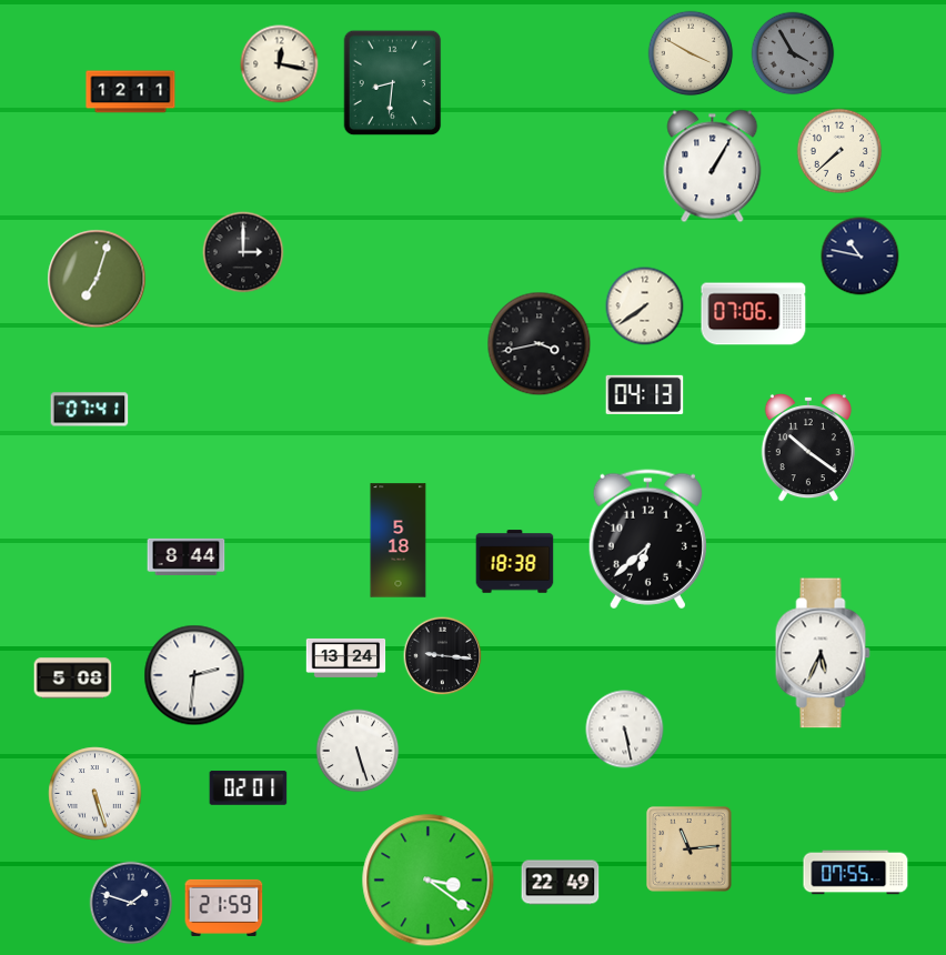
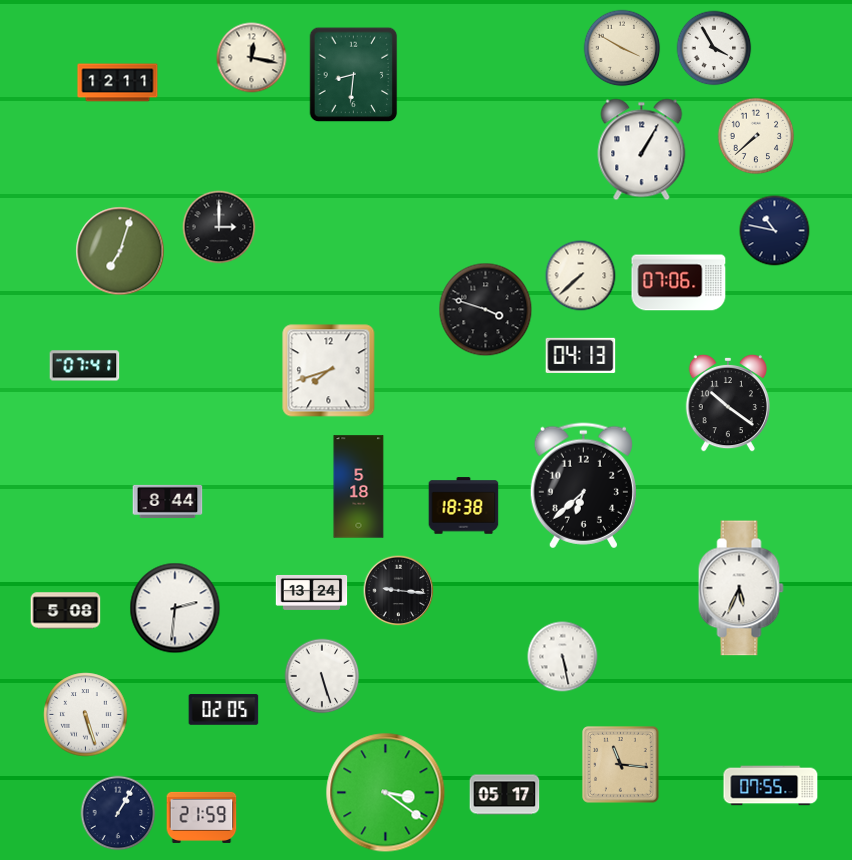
clock at (793, 53) dial: grey -> white
clock at (97, 279) position: (97, 279) -> (120, 251)
clock at (645, 306): 7:39 -> 7:38
clock at (540, 344): 3:43 -> 3:48
clock at (90, 410) position: (90, 410) -> (85, 366)
clock at (329, 371): none -> 7:42
clock at (249, 788): 02:01 -> 02:05
clock at (690, 850): 11:14 -> 11:16
clock at (561, 883): 22:49 -> 05:17
clock at (131, 903): 1:48 -> 1:05
